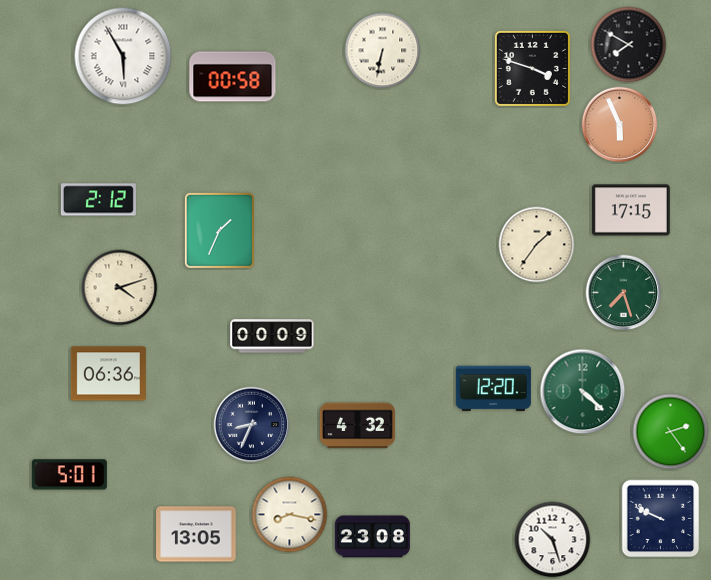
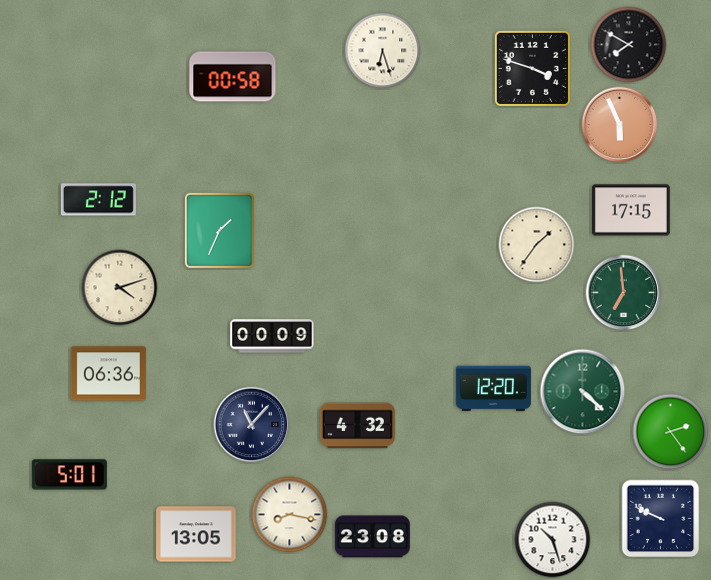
clock at (383, 51): 6:32 -> 6:27
clock at (123, 56): 5:55 -> none
clock at (624, 293): 7:27 -> 6:59
clock at (252, 425): 8:34 -> 11:07
